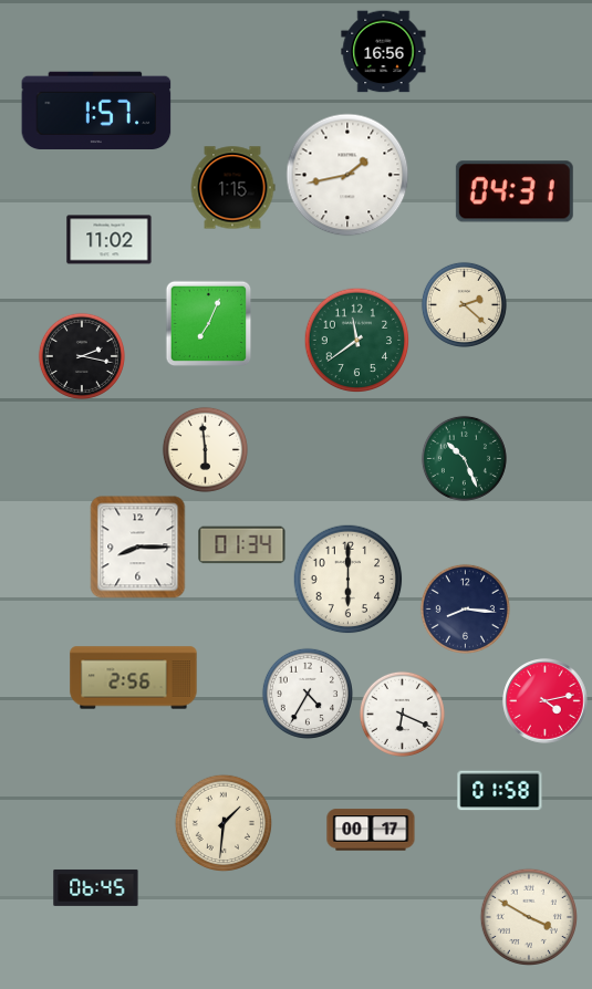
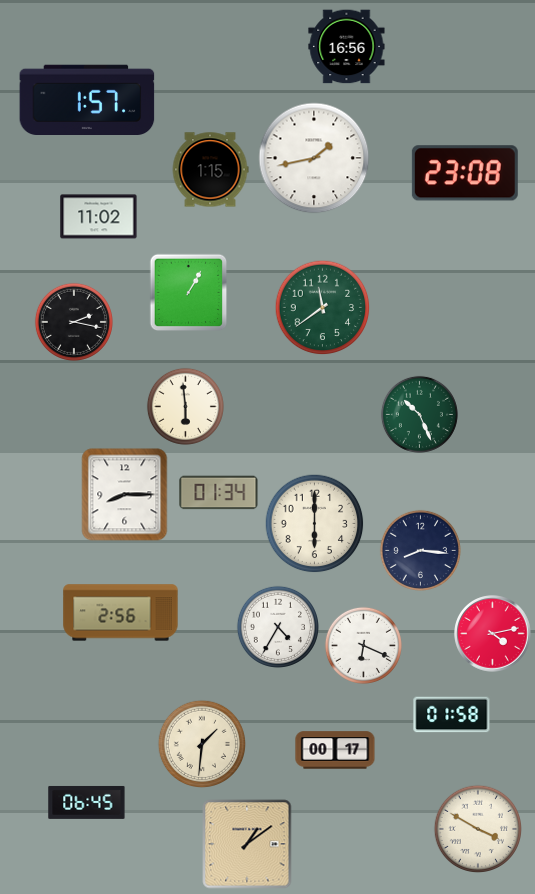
clock at (515, 191): 04:31 -> 23:08
clock at (464, 304): 2:22 -> none
clock at (208, 323): 7:04 -> 1:05
clock at (247, 844): none -> 1:09
